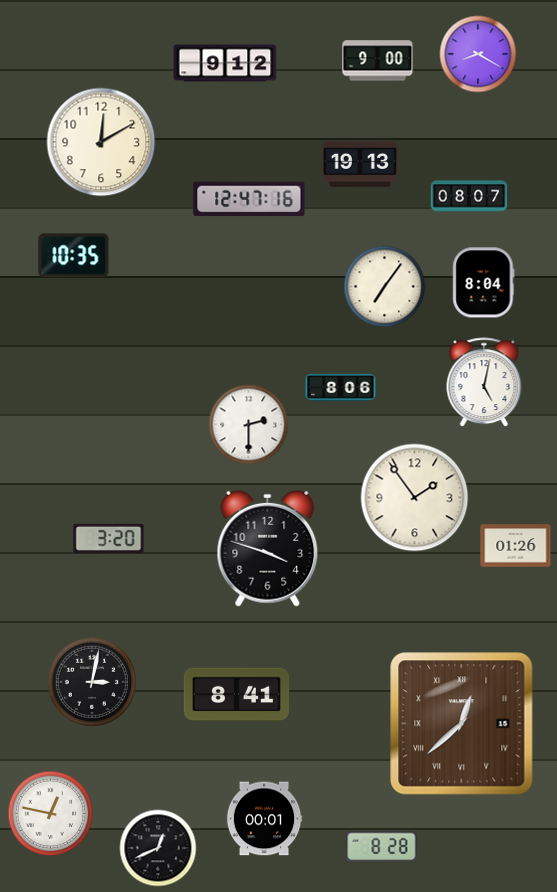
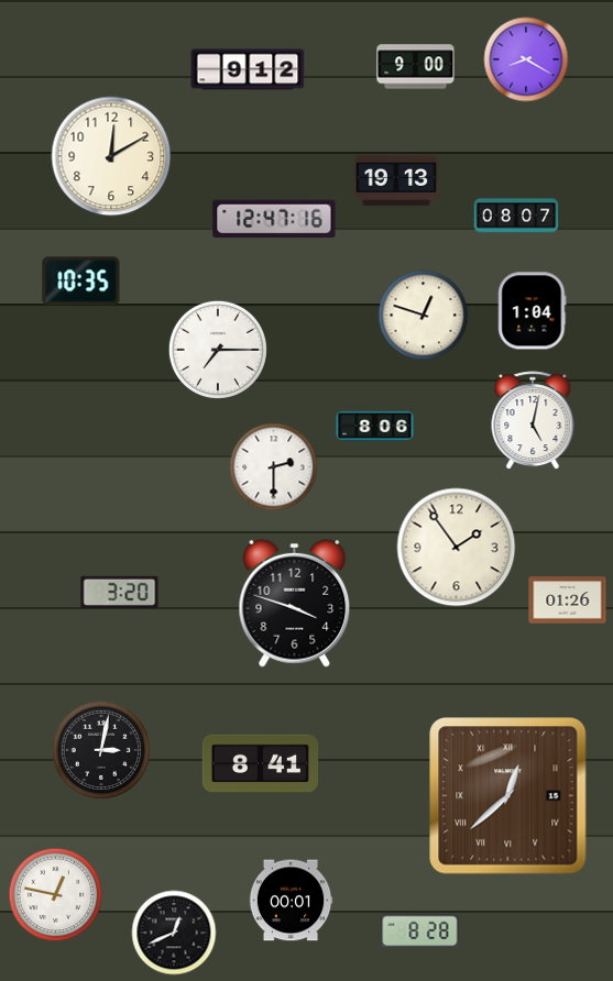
clock at (484, 283): 8:04 -> 1:04
clock at (385, 287): 7:06 -> 12:48
clock at (218, 350): none -> 7:15
